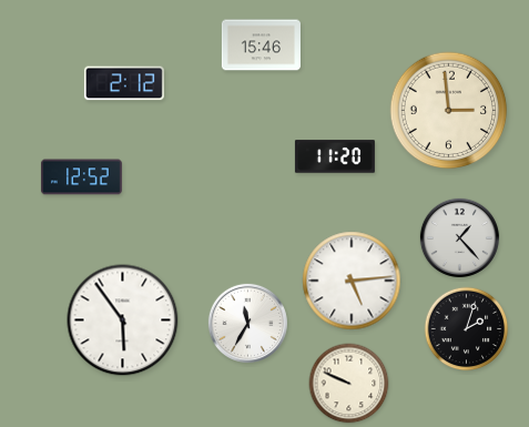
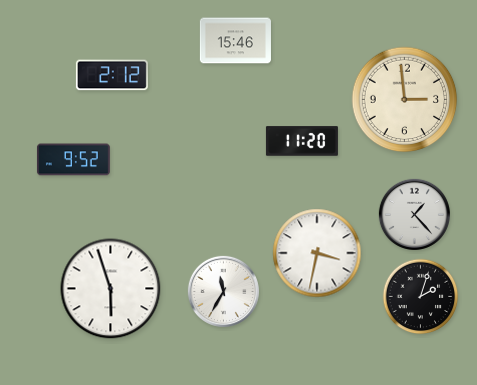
clock at (81, 177): 12:52 -> 9:52
clock at (352, 281): 5:14 -> 3:32
clock at (123, 321): 5:54 -> 5:57
clock at (349, 384): 9:49 -> none
